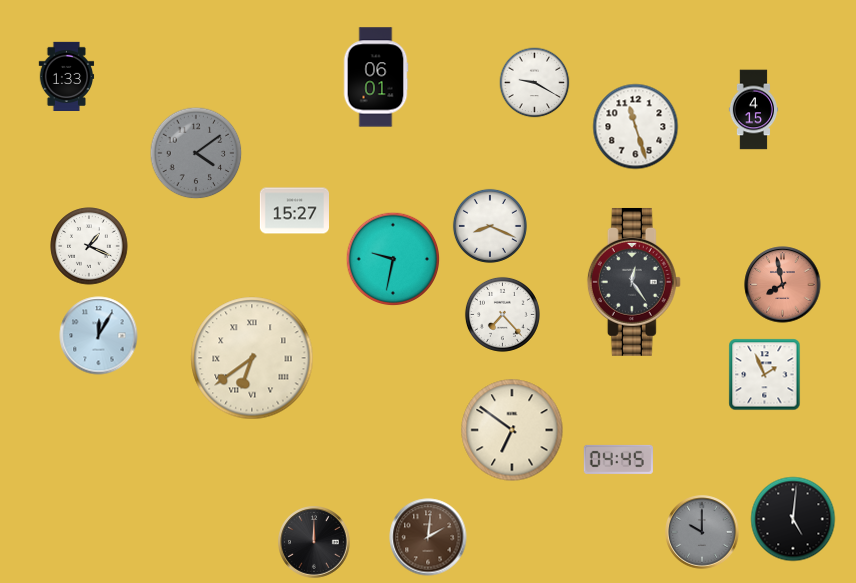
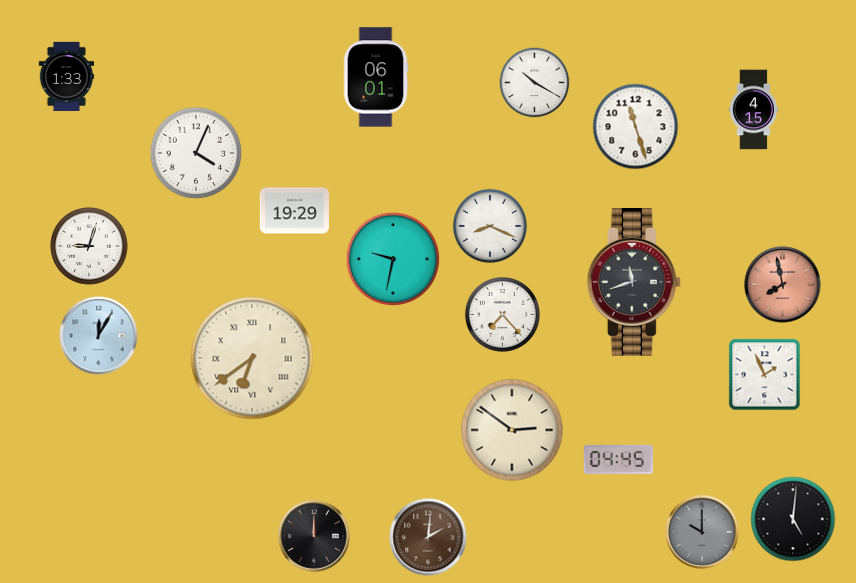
clock at (535, 83): 9:20 -> 10:20
clock at (196, 153): 4:09 -> 4:04
clock at (196, 153) dial: grey -> white
clock at (294, 211): 15:27 -> 19:29
clock at (89, 246): 1:19 -> 9:03
clock at (634, 282): 12:24 -> 11:42
clock at (512, 430): 6:51 -> 2:51
clock at (315, 543) position: (315, 543) -> (315, 537)
